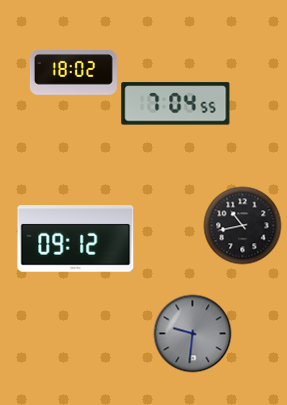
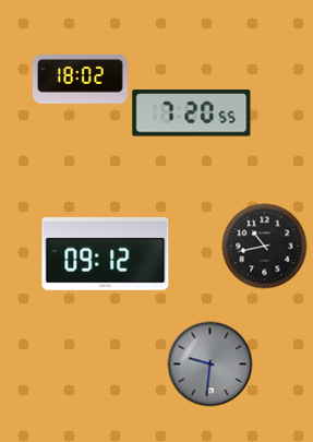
clock at (176, 104): 7:04 -> 7:20
clock at (76, 239) position: (76, 239) -> (106, 254)
